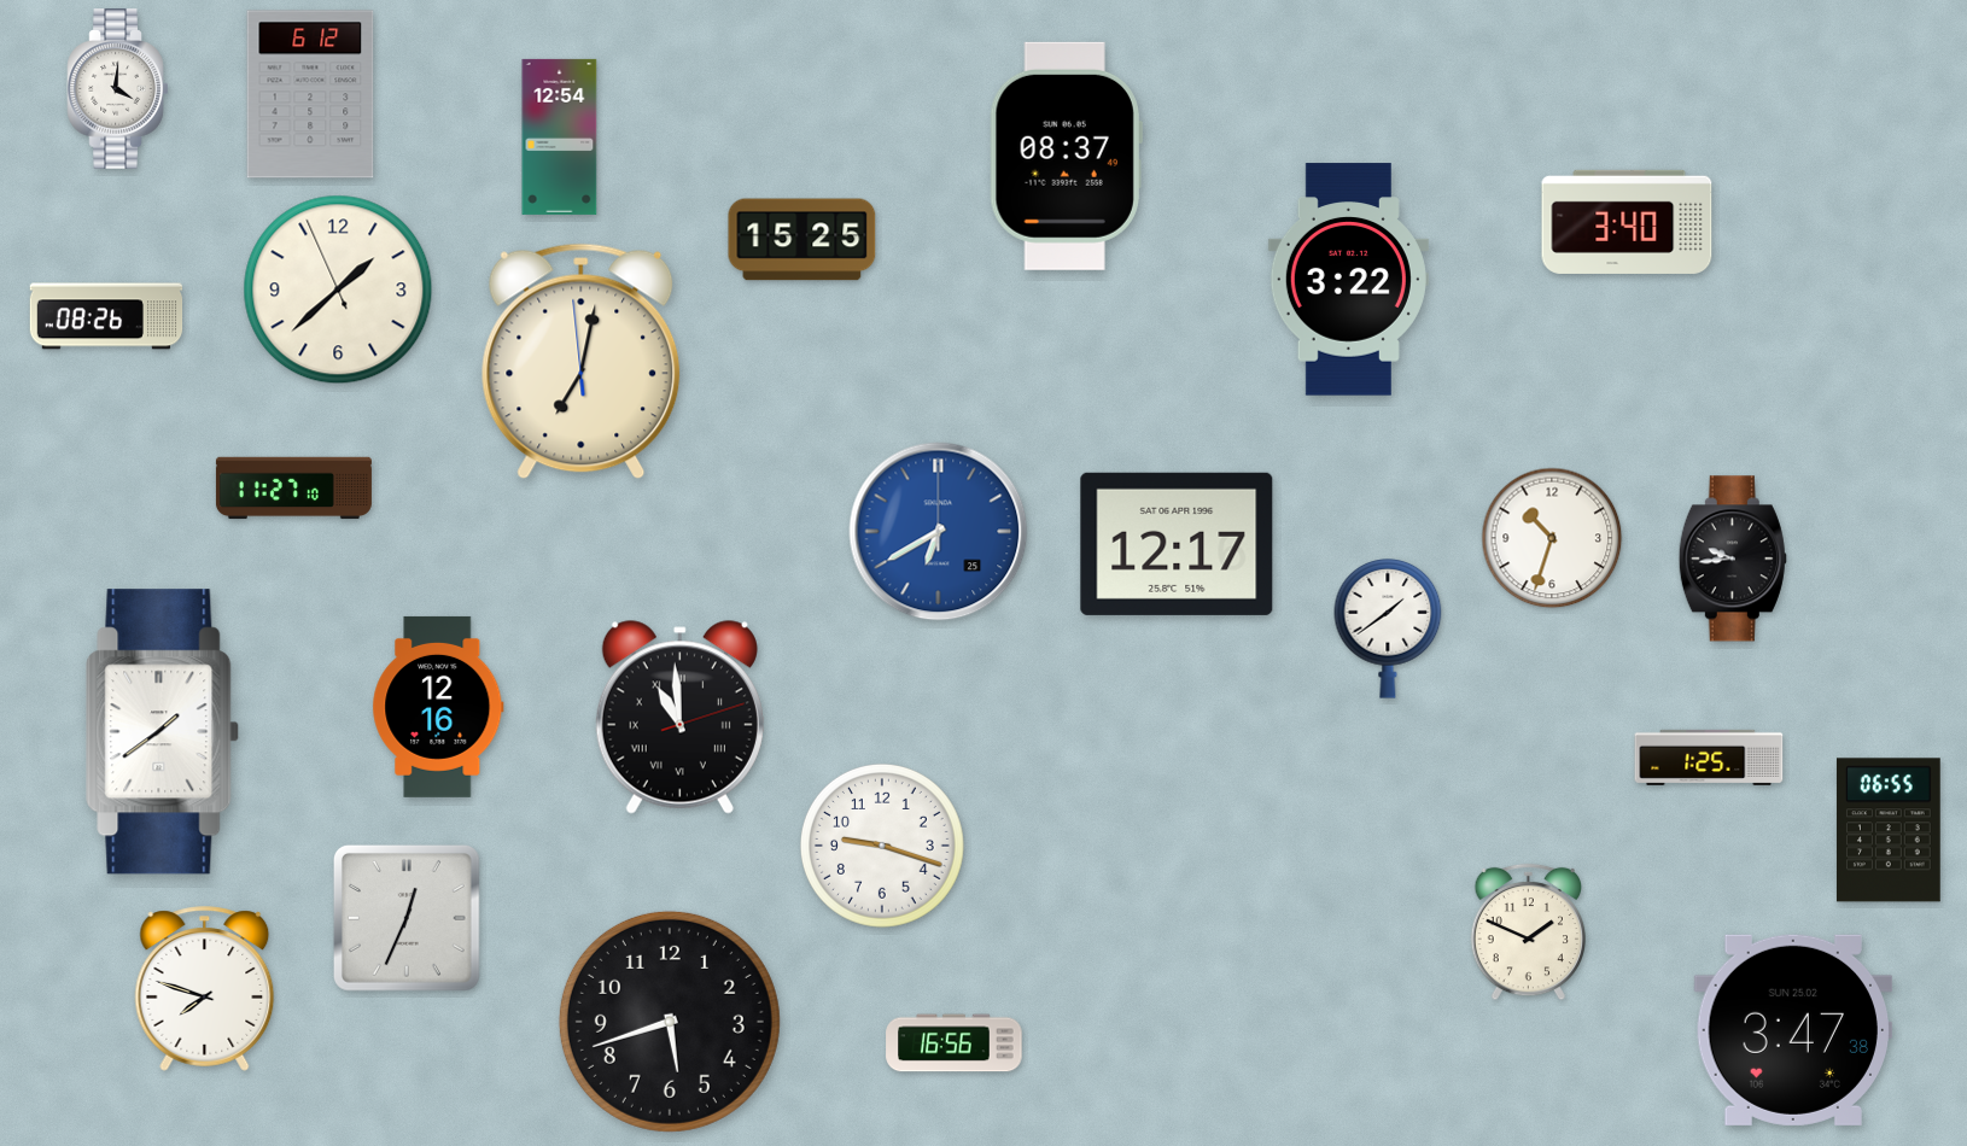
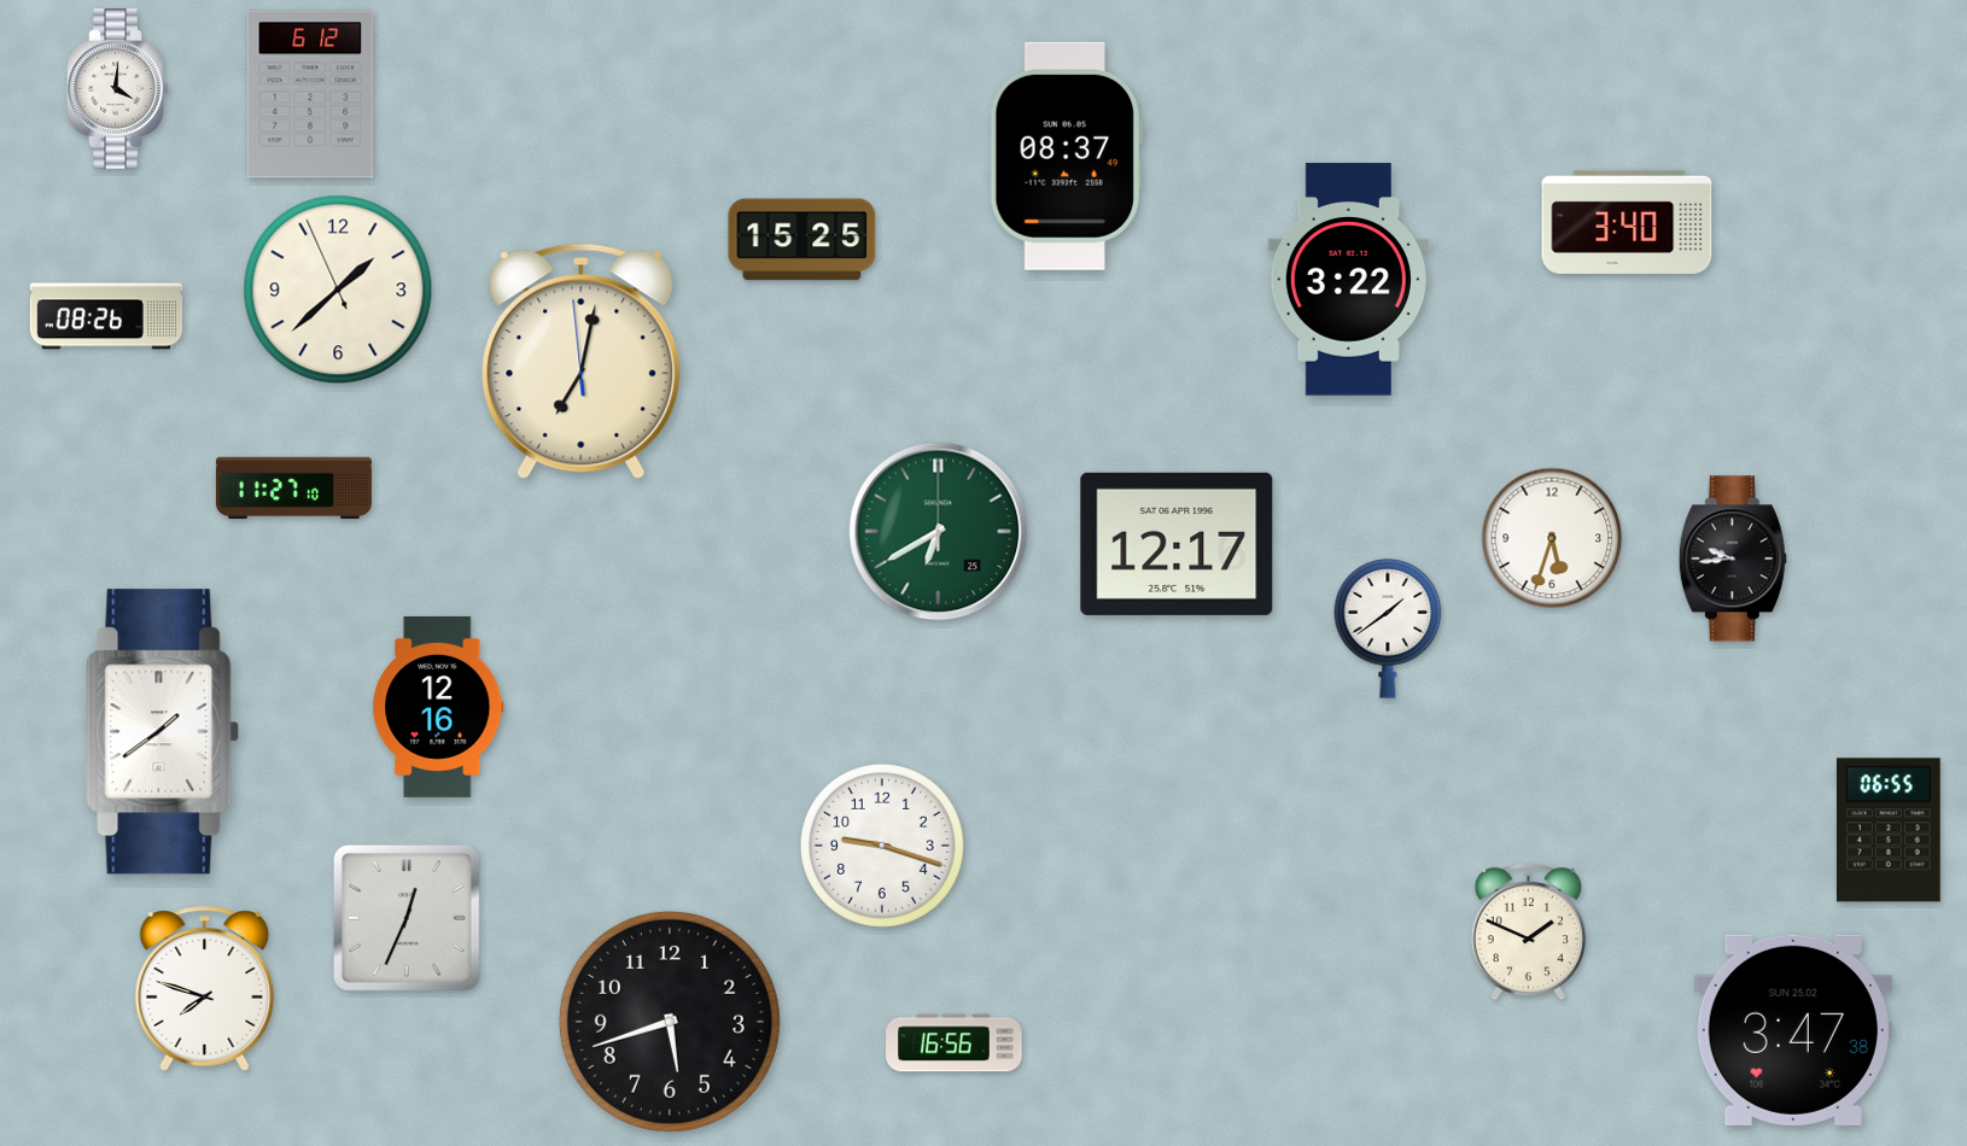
clock at (560, 136): 12:54 -> none
clock at (939, 532) dial: blue -> green
clock at (1552, 538): 10:33 -> 5:33
clock at (679, 718): 10:59 -> none
clock at (1709, 758): 1:25 -> none
